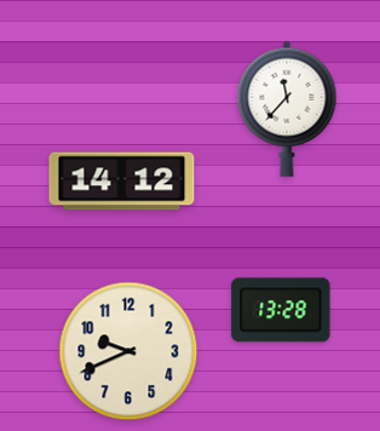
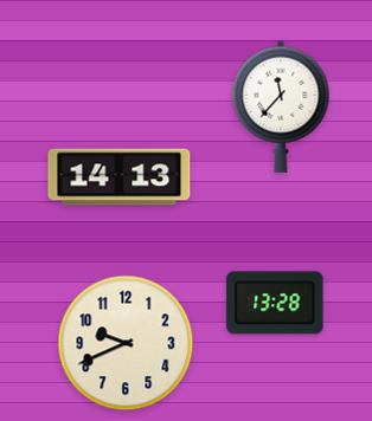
clock at (122, 182): 14:12 -> 14:13
